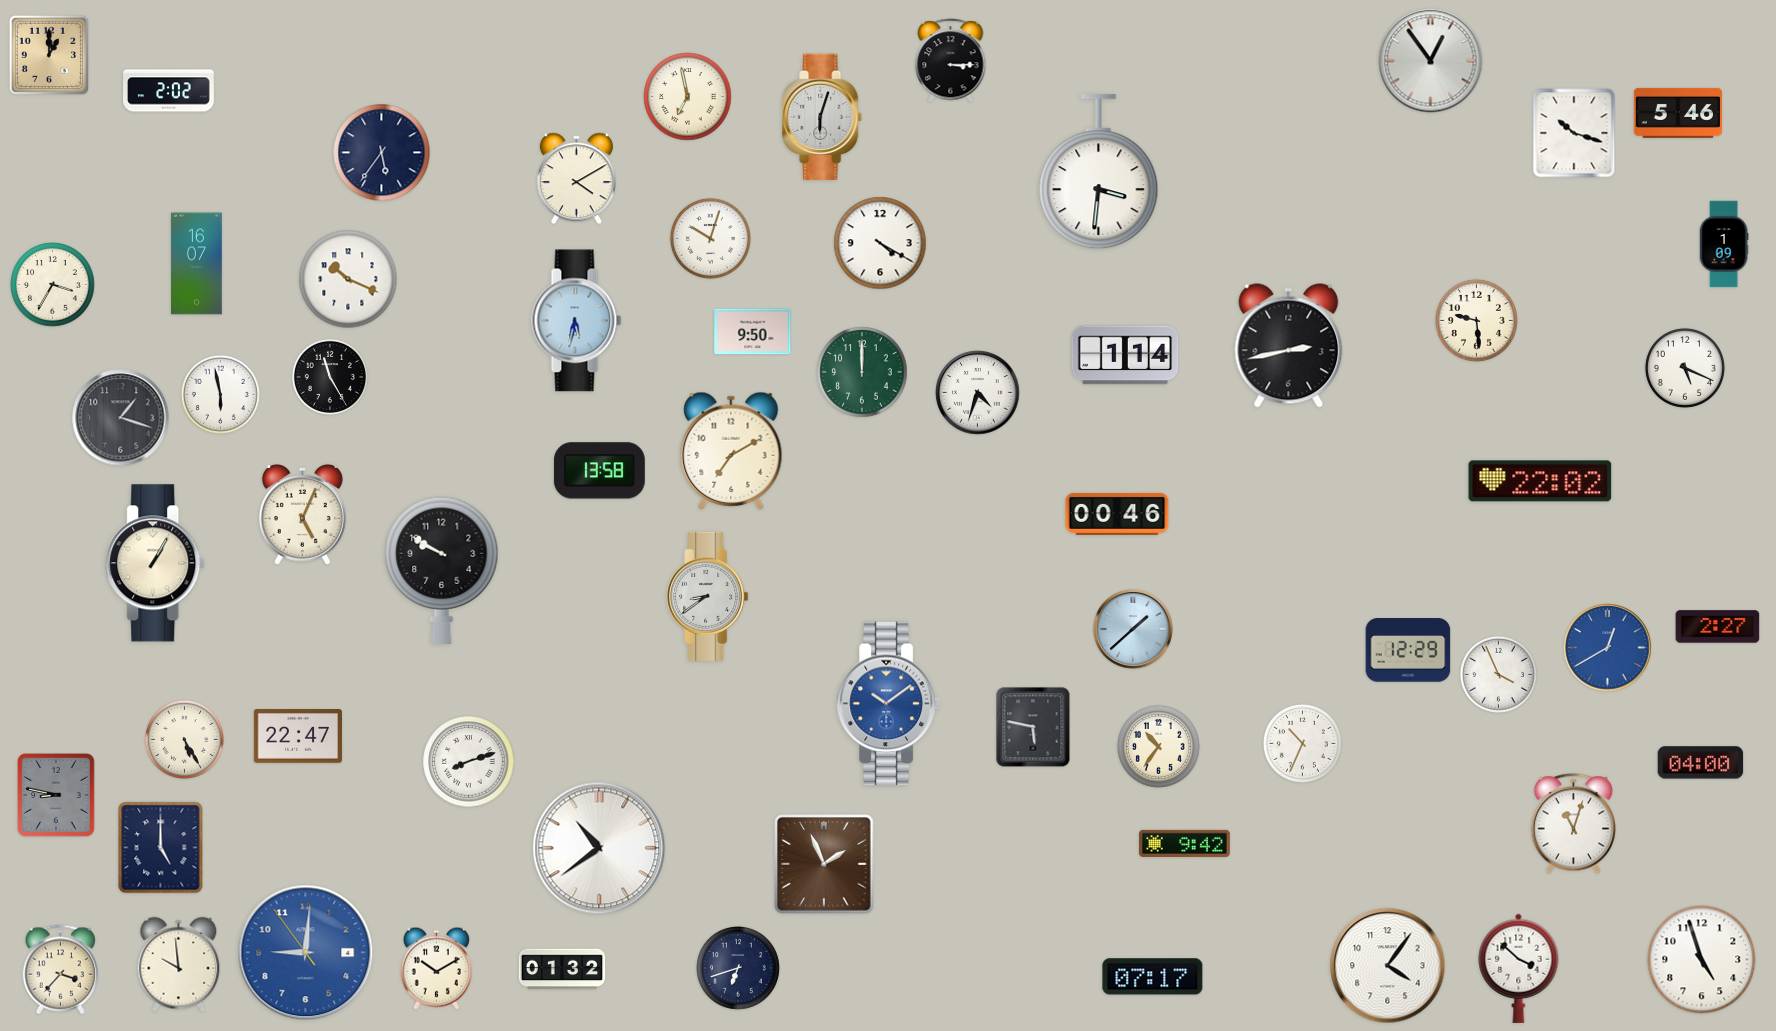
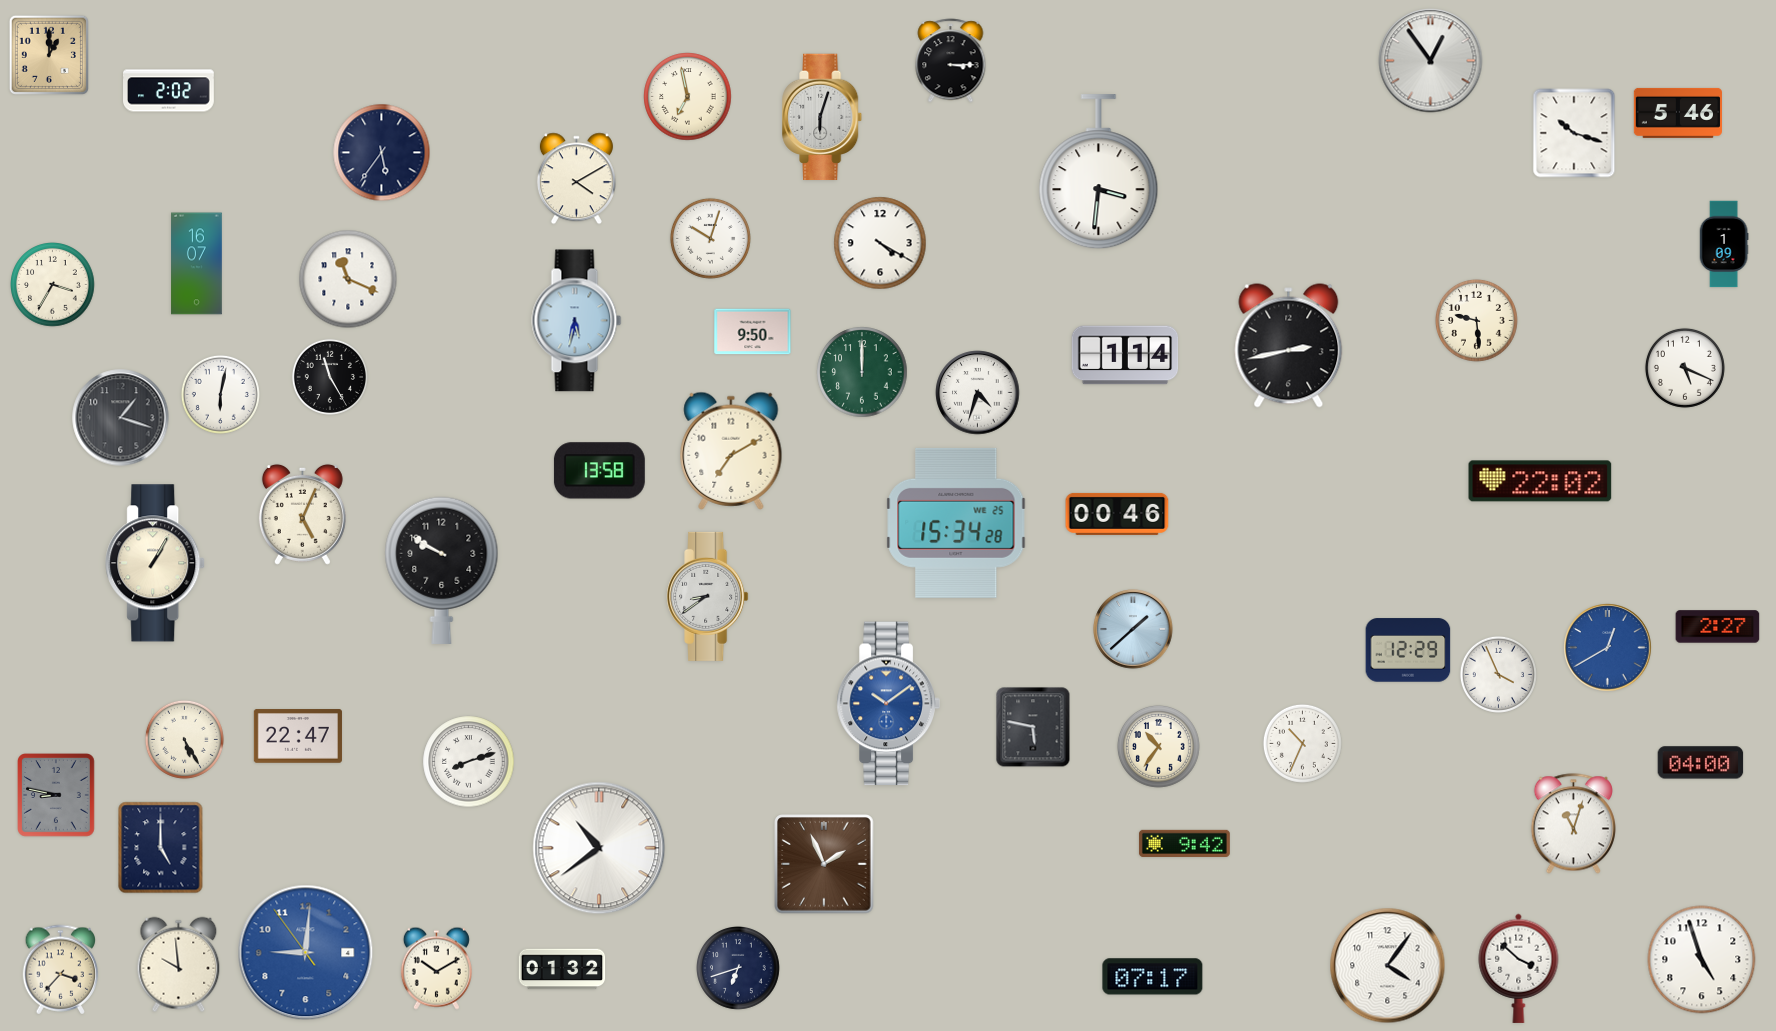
clock at (348, 279): 10:19 -> 11:19
clock at (220, 394): 5:58 -> 6:02
clock at (956, 523): none -> 15:34
